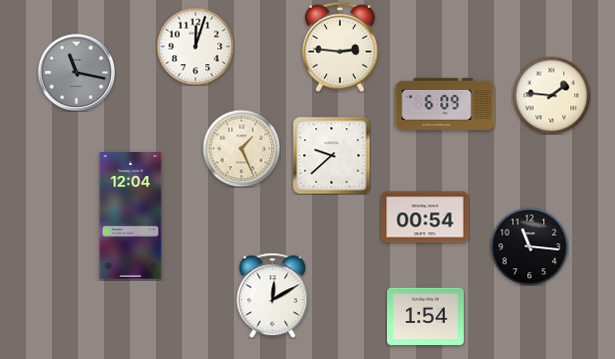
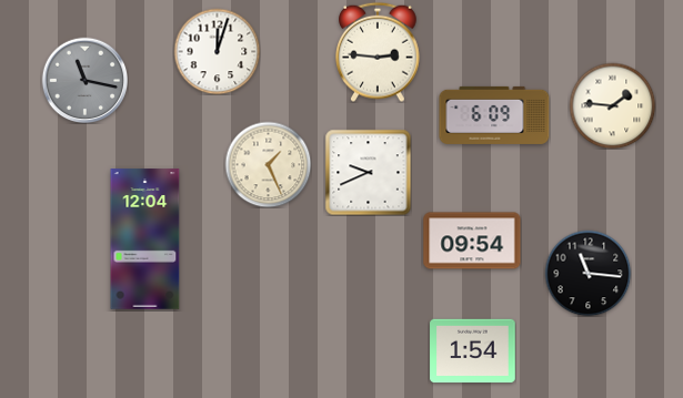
clock at (331, 155): 9:38 -> 9:41
clock at (425, 217): 00:54 -> 09:54
clock at (273, 295): 12:10 -> none
